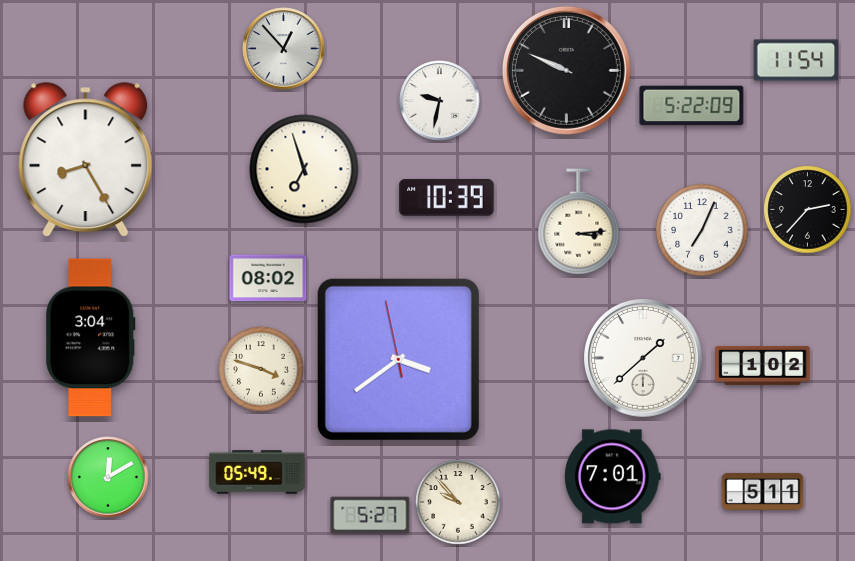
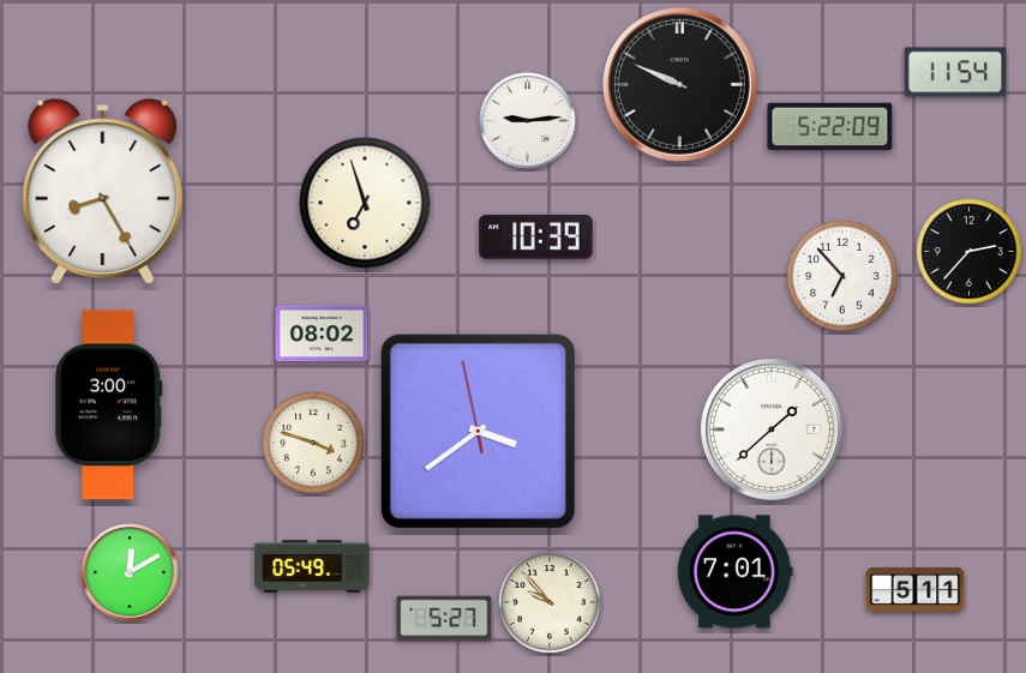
clock at (284, 49): 12:53 -> none
clock at (440, 101): 9:32 -> 9:14
clock at (579, 222): 3:14 -> none
clock at (702, 230): 7:04 -> 6:53
clock at (91, 338): 3:04 -> 3:00
clock at (763, 365): 1:02 -> none
clock at (257, 472) position: (257, 472) -> (312, 566)
